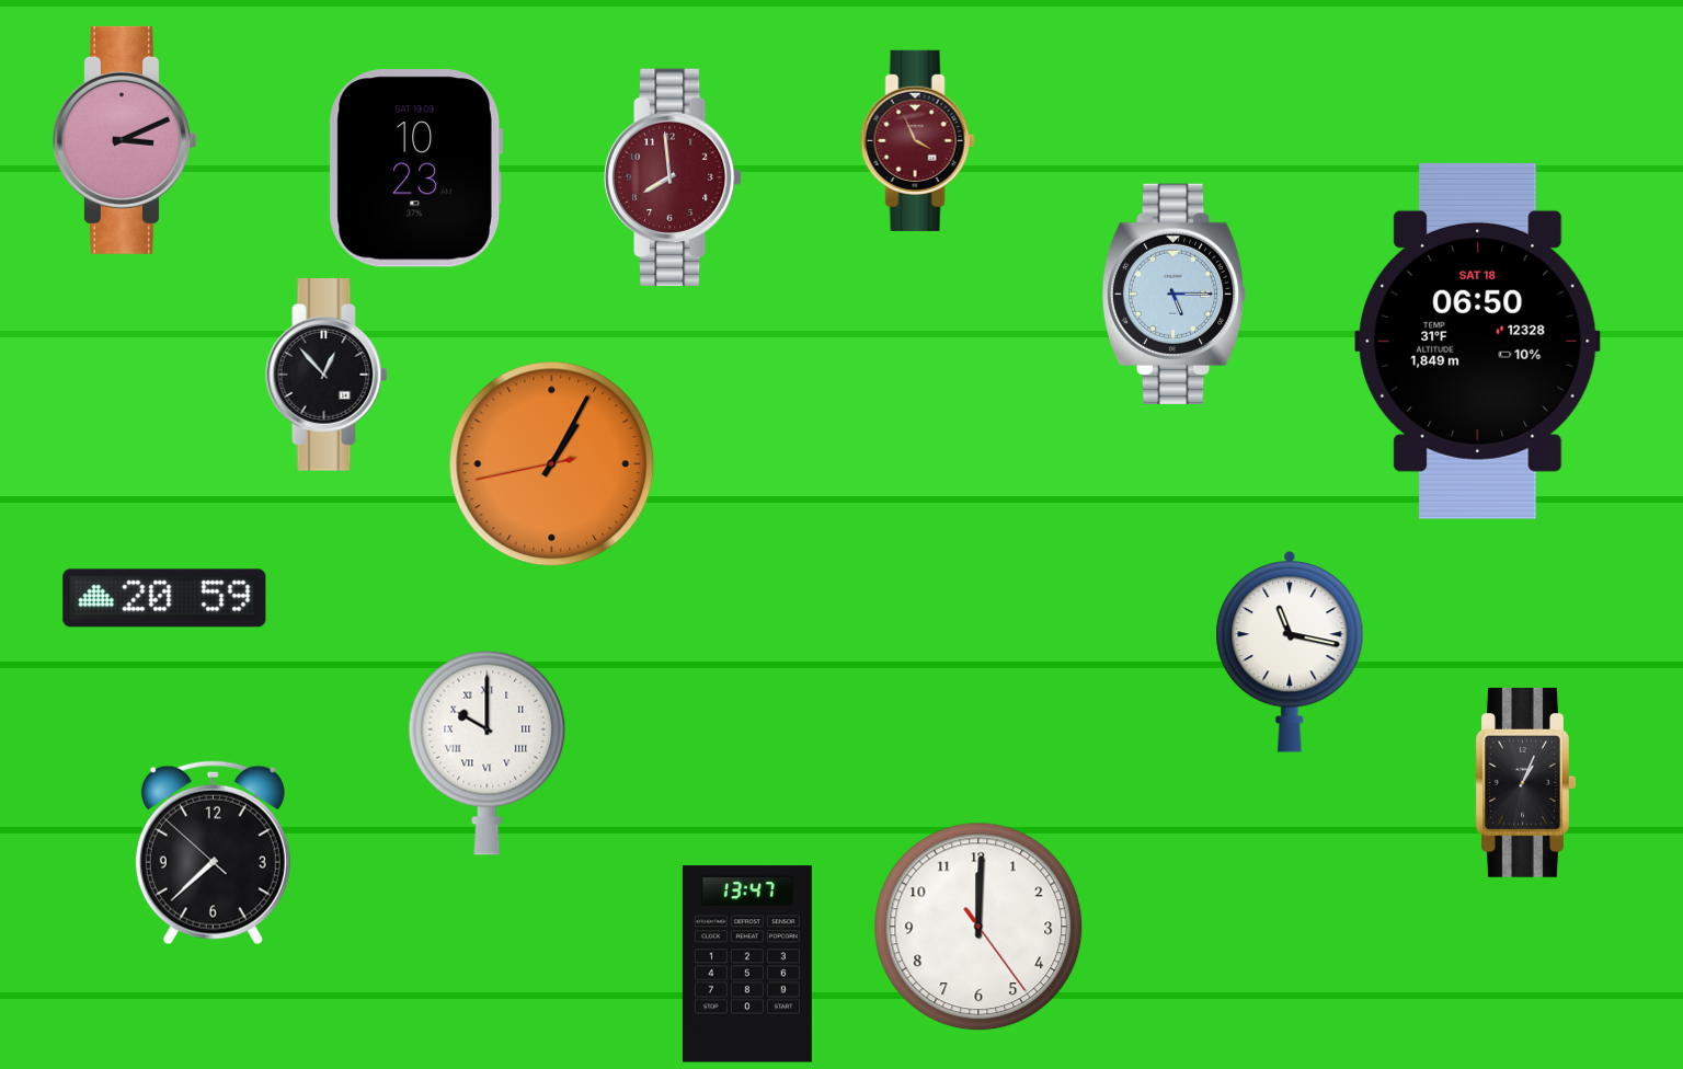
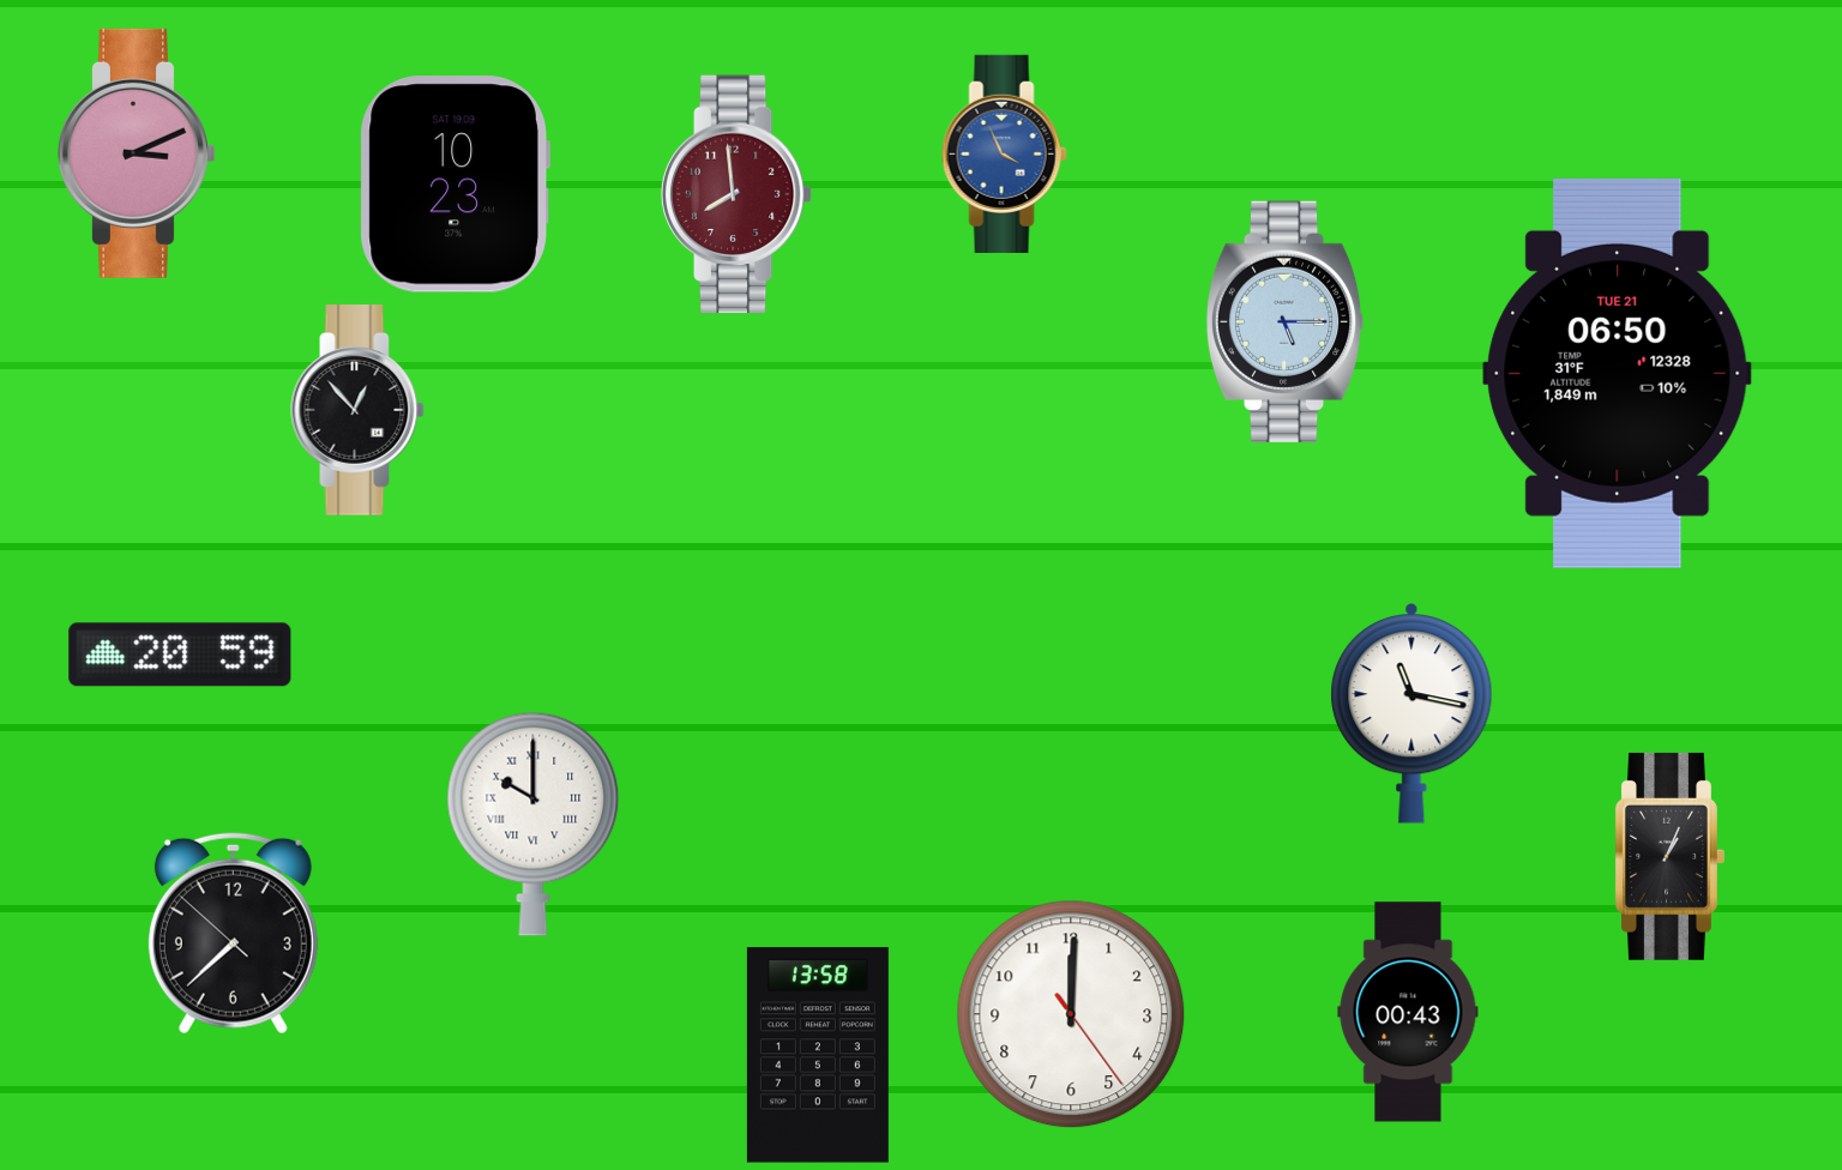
clock at (917, 140) dial: burgundy -> blue
clock at (1478, 341) date: SAT 18 -> TUE 21
clock at (552, 464): 1:04 -> none
clock at (1408, 1012): none -> 00:43
clock at (747, 964): 13:47 -> 13:58
